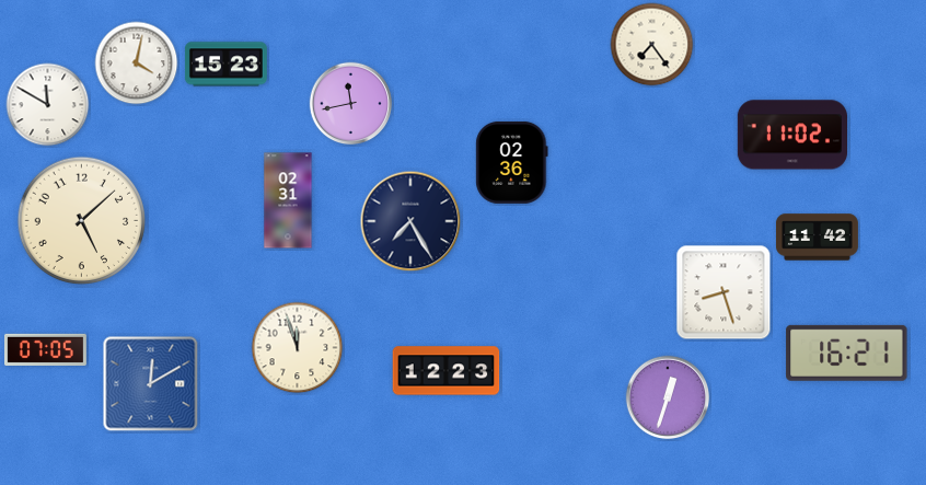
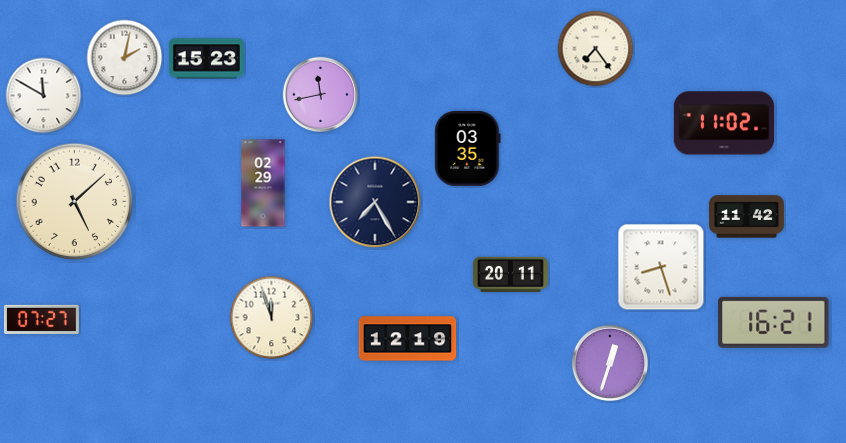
clock at (652, 45) position: (652, 45) -> (596, 49)
clock at (137, 63): 4:02 -> 2:02
clock at (512, 162): 02:36 -> 03:35
clock at (288, 200): 02:31 -> 02:29
clock at (510, 274): none -> 20:11
clock at (45, 349): 07:05 -> 07:27
clock at (447, 371): 12:23 -> 12:19
clock at (151, 384): 12:10 -> none
